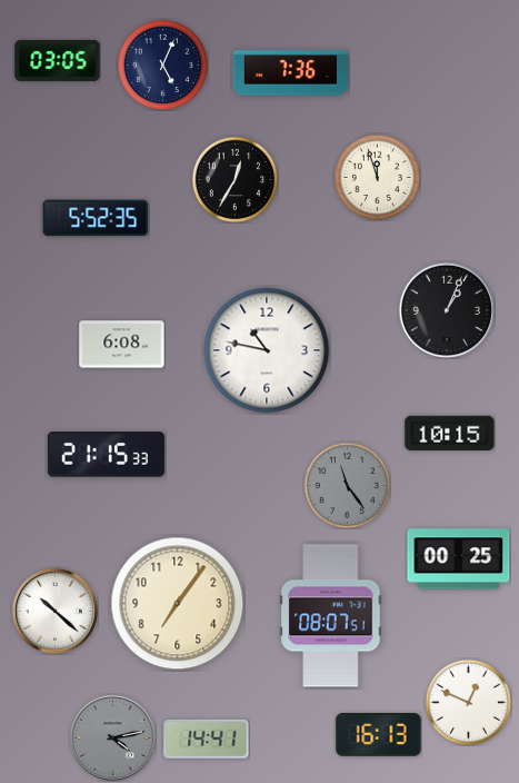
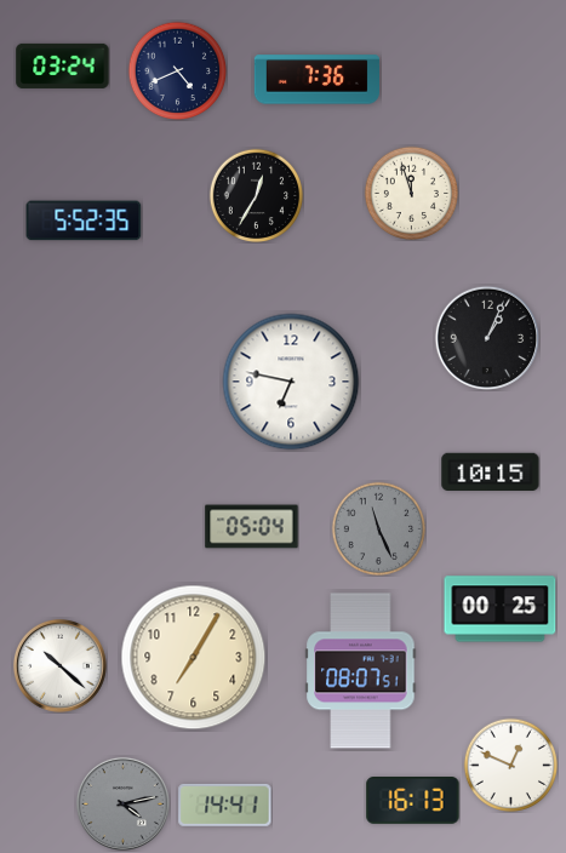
clock at (58, 60): 03:05 -> 03:24
clock at (162, 65): 5:04 -> 4:41
clock at (96, 218) position: (96, 218) -> (84, 221)
clock at (122, 345): 6:08 -> none
clock at (267, 350): 10:47 -> 6:47
clock at (106, 455): 21:15 -> none
clock at (252, 527): none -> 05:04
clock at (347, 485): 11:24 -> 11:26
clock at (178, 604): 7:06 -> 7:05
